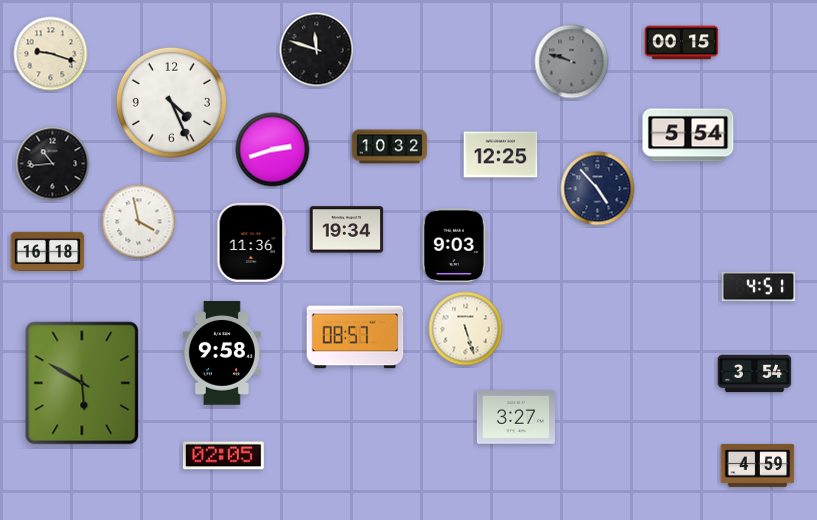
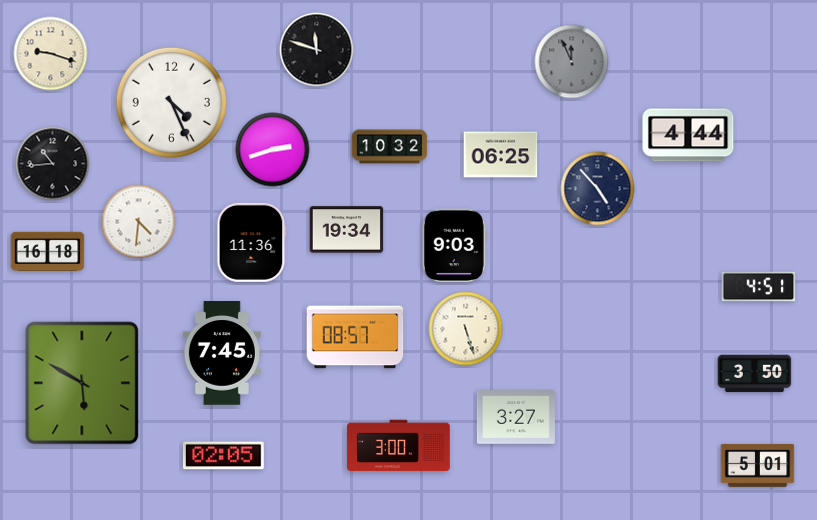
clock at (682, 43): 00:15 -> none
clock at (572, 62): 9:48 -> 11:56
clock at (688, 135): 5:54 -> 4:44
clock at (501, 155): 12:25 -> 06:25
clock at (139, 222): 3:58 -> 4:31
clock at (222, 353): 9:58 -> 7:45
clock at (755, 374): 3:54 -> 3:50
clock at (399, 446): none -> 3:00
clock at (758, 465): 4:59 -> 5:01
